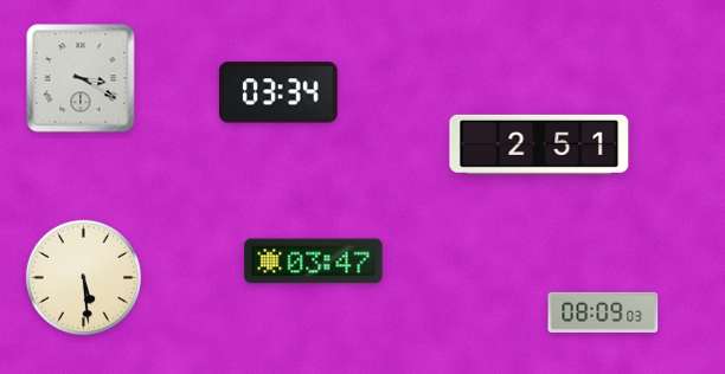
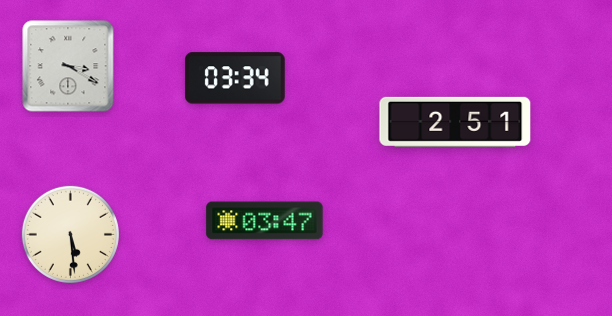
clock at (603, 312): 08:09 -> none
